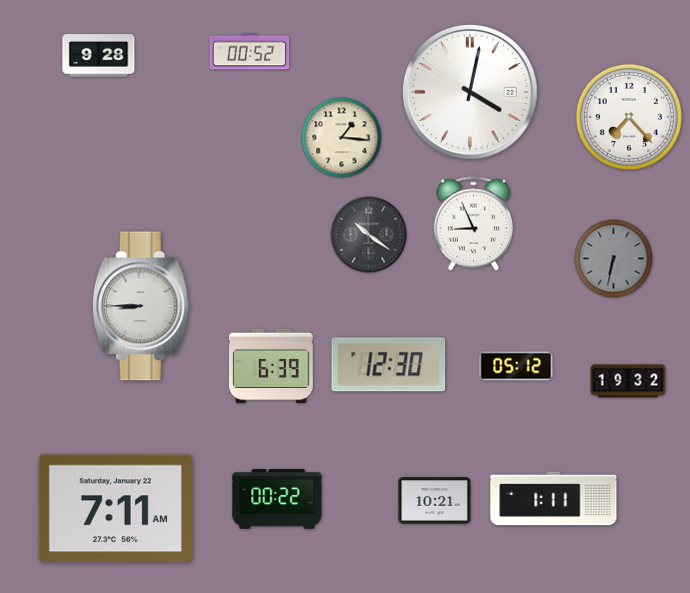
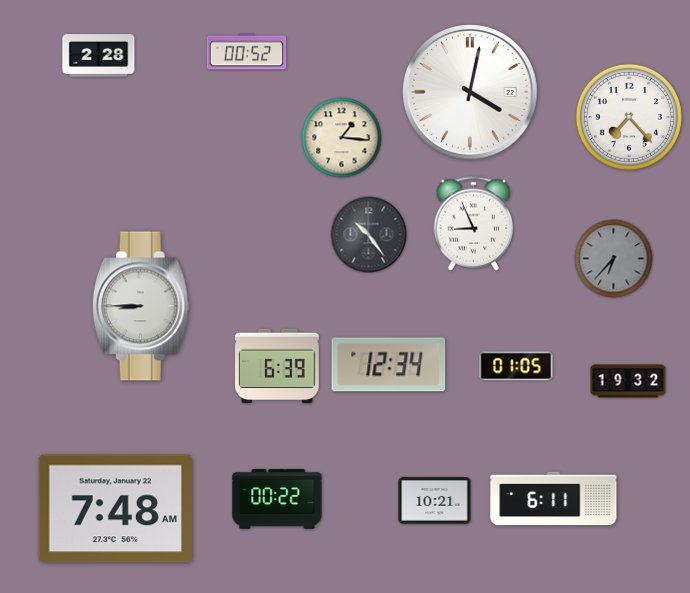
clock at (250, 52) position: (250, 52) -> (247, 52)
clock at (99, 56): 9:28 -> 2:28
clock at (369, 235): 10:21 -> 10:24
clock at (614, 259): 6:32 -> 6:37
clock at (389, 365): 12:30 -> 12:34
clock at (272, 366) position: (272, 366) -> (278, 366)
clock at (516, 366): 05:12 -> 01:05
clock at (554, 499): 1:11 -> 6:11
clock at (115, 509): 7:11 -> 7:48
